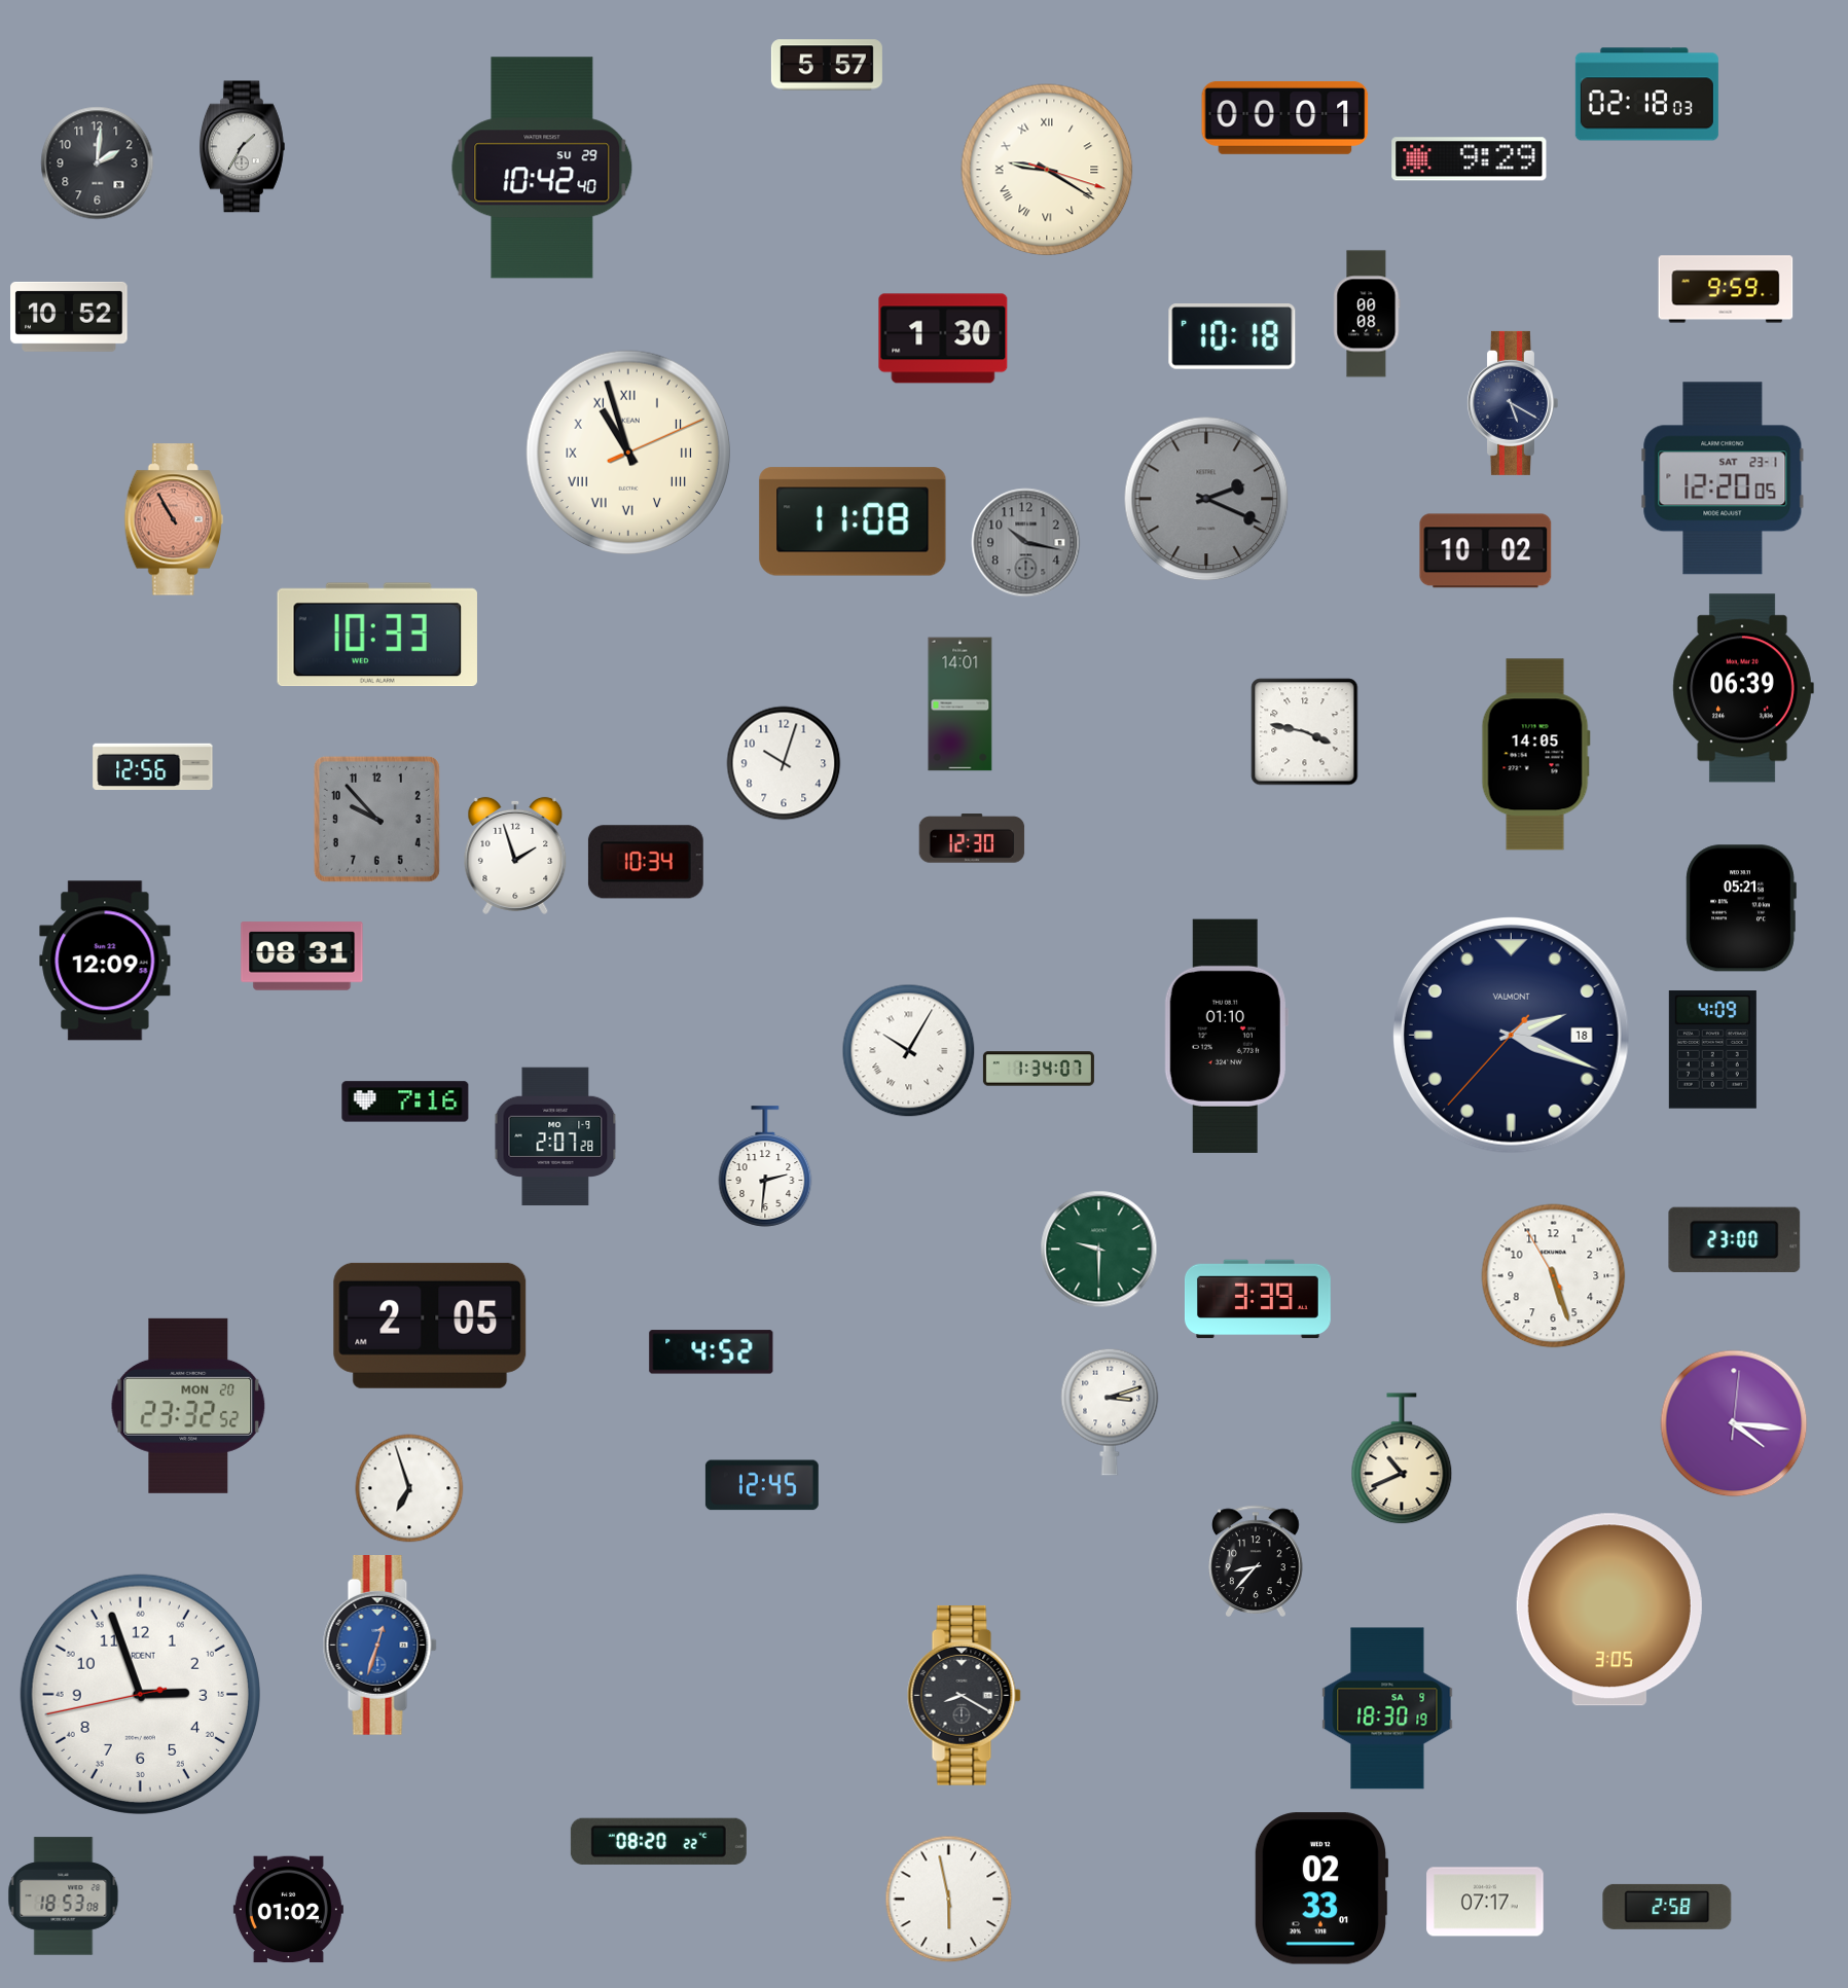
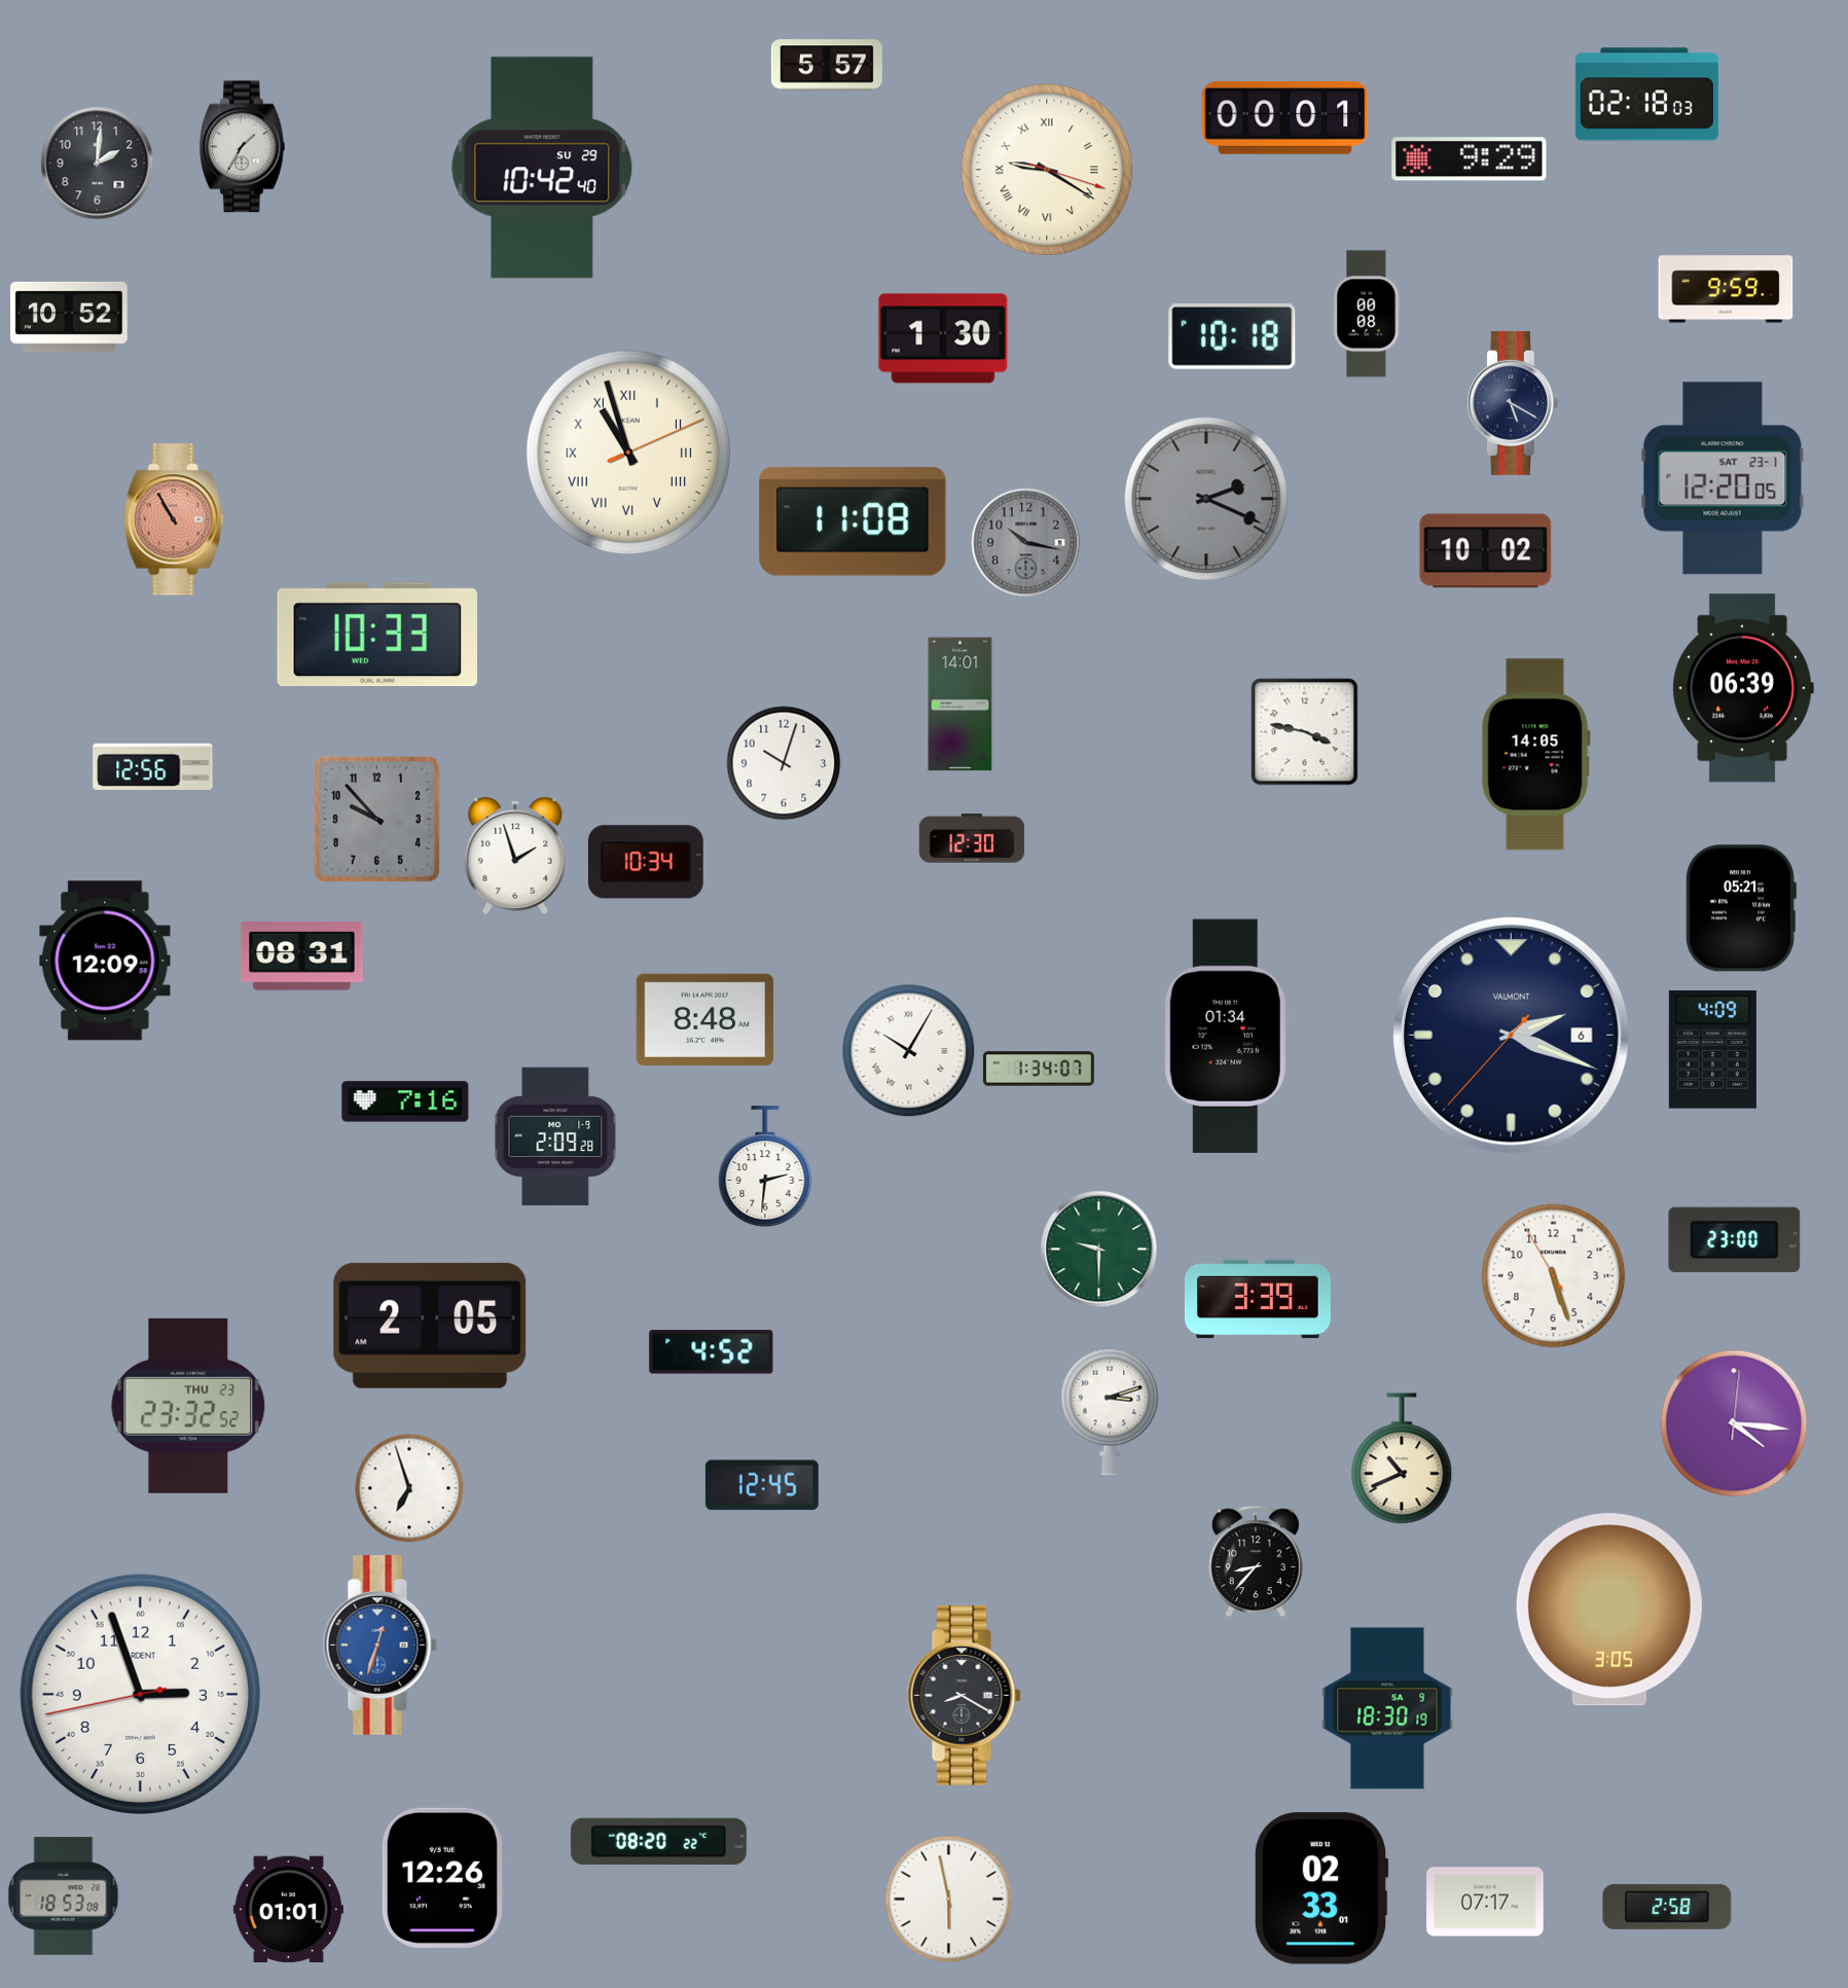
clock at (705, 1019): none -> 8:48
clock at (1511, 1035) date: 18 -> 6
clock at (1226, 1036): 01:10 -> 01:34
clock at (555, 1136): 2:07 -> 2:09
clock at (188, 1406) date: MON 20 -> THU 23
clock at (442, 1878): none -> 12:26
clock at (288, 1910): 01:02 -> 01:01
